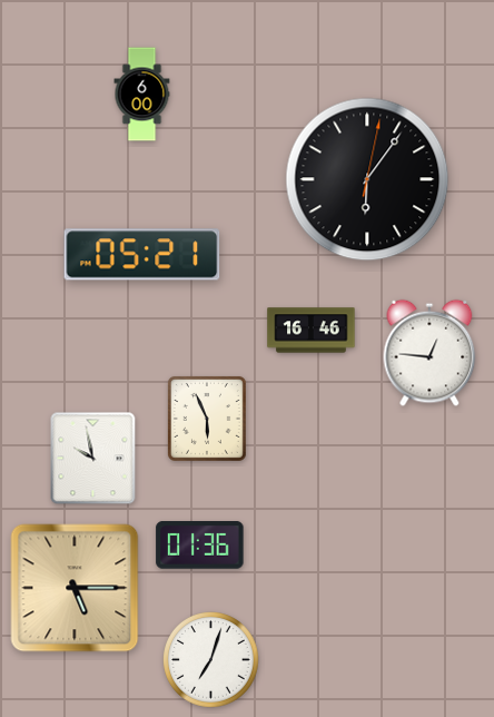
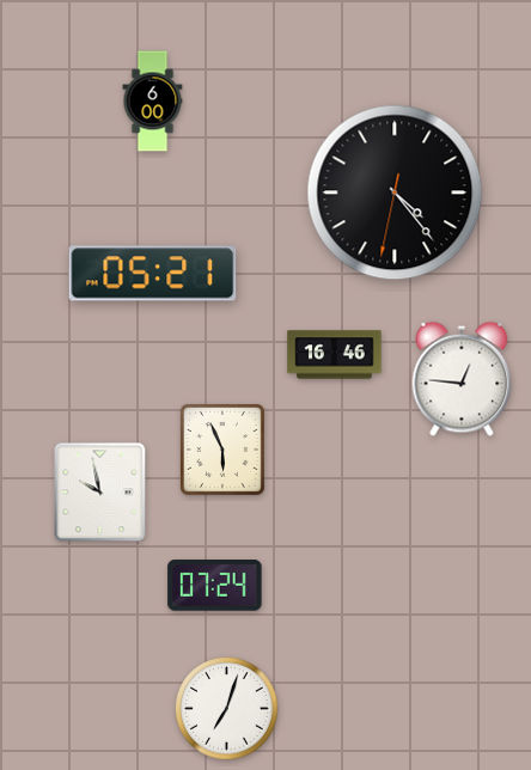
clock at (367, 179): 6:06 -> 4:23
clock at (200, 546): 01:36 -> 07:24
clock at (75, 588): 5:15 -> none
